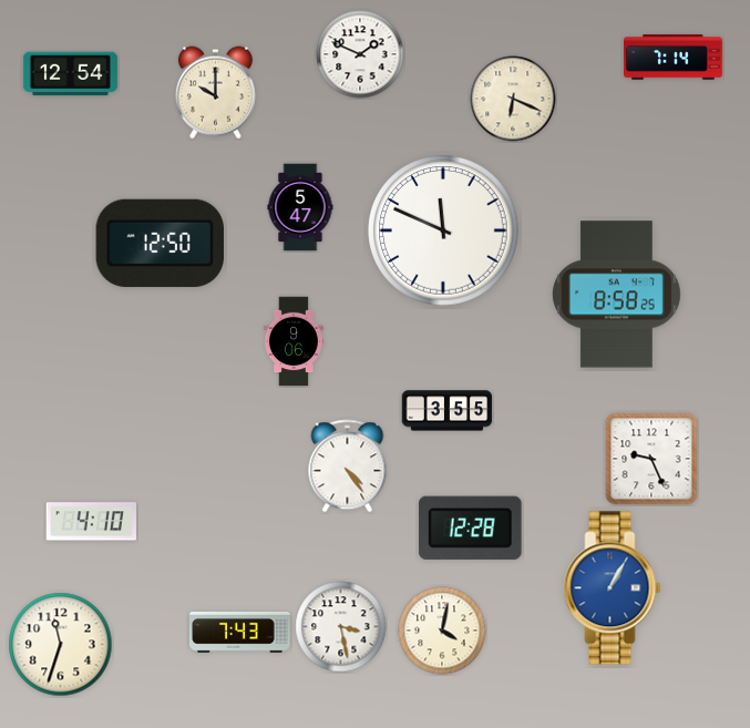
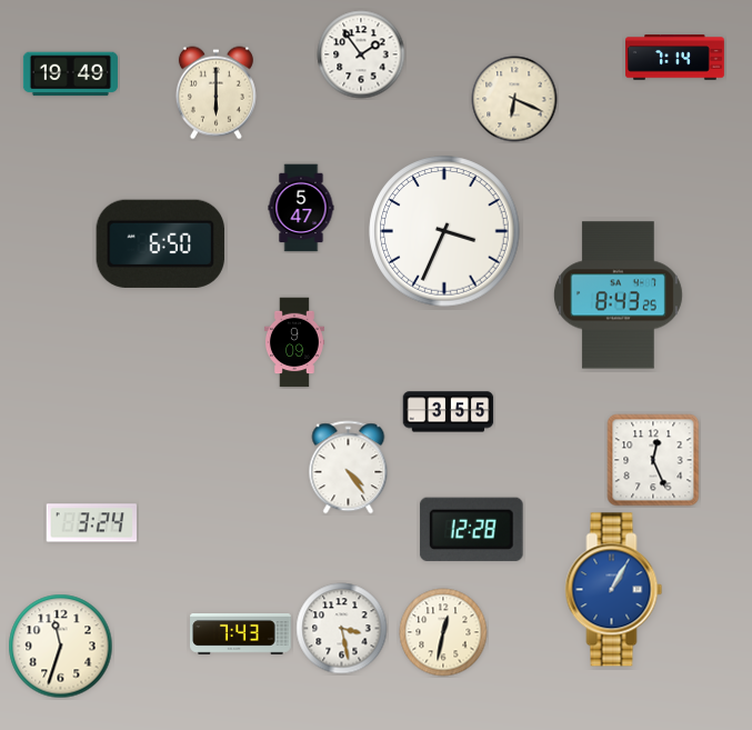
clock at (360, 54): 1:49 -> 1:54
clock at (70, 74): 12:54 -> 19:49
clock at (215, 93): 10:00 -> 6:00
clock at (443, 230): 11:49 -> 3:34
clock at (160, 243): 12:50 -> 6:50
clock at (616, 295): 8:58 -> 8:43
clock at (294, 341): 9:06 -> 9:09
clock at (651, 459): 9:26 -> 12:26
clock at (92, 522): 4:10 -> 3:24
clock at (442, 630): 4:02 -> 12:32
